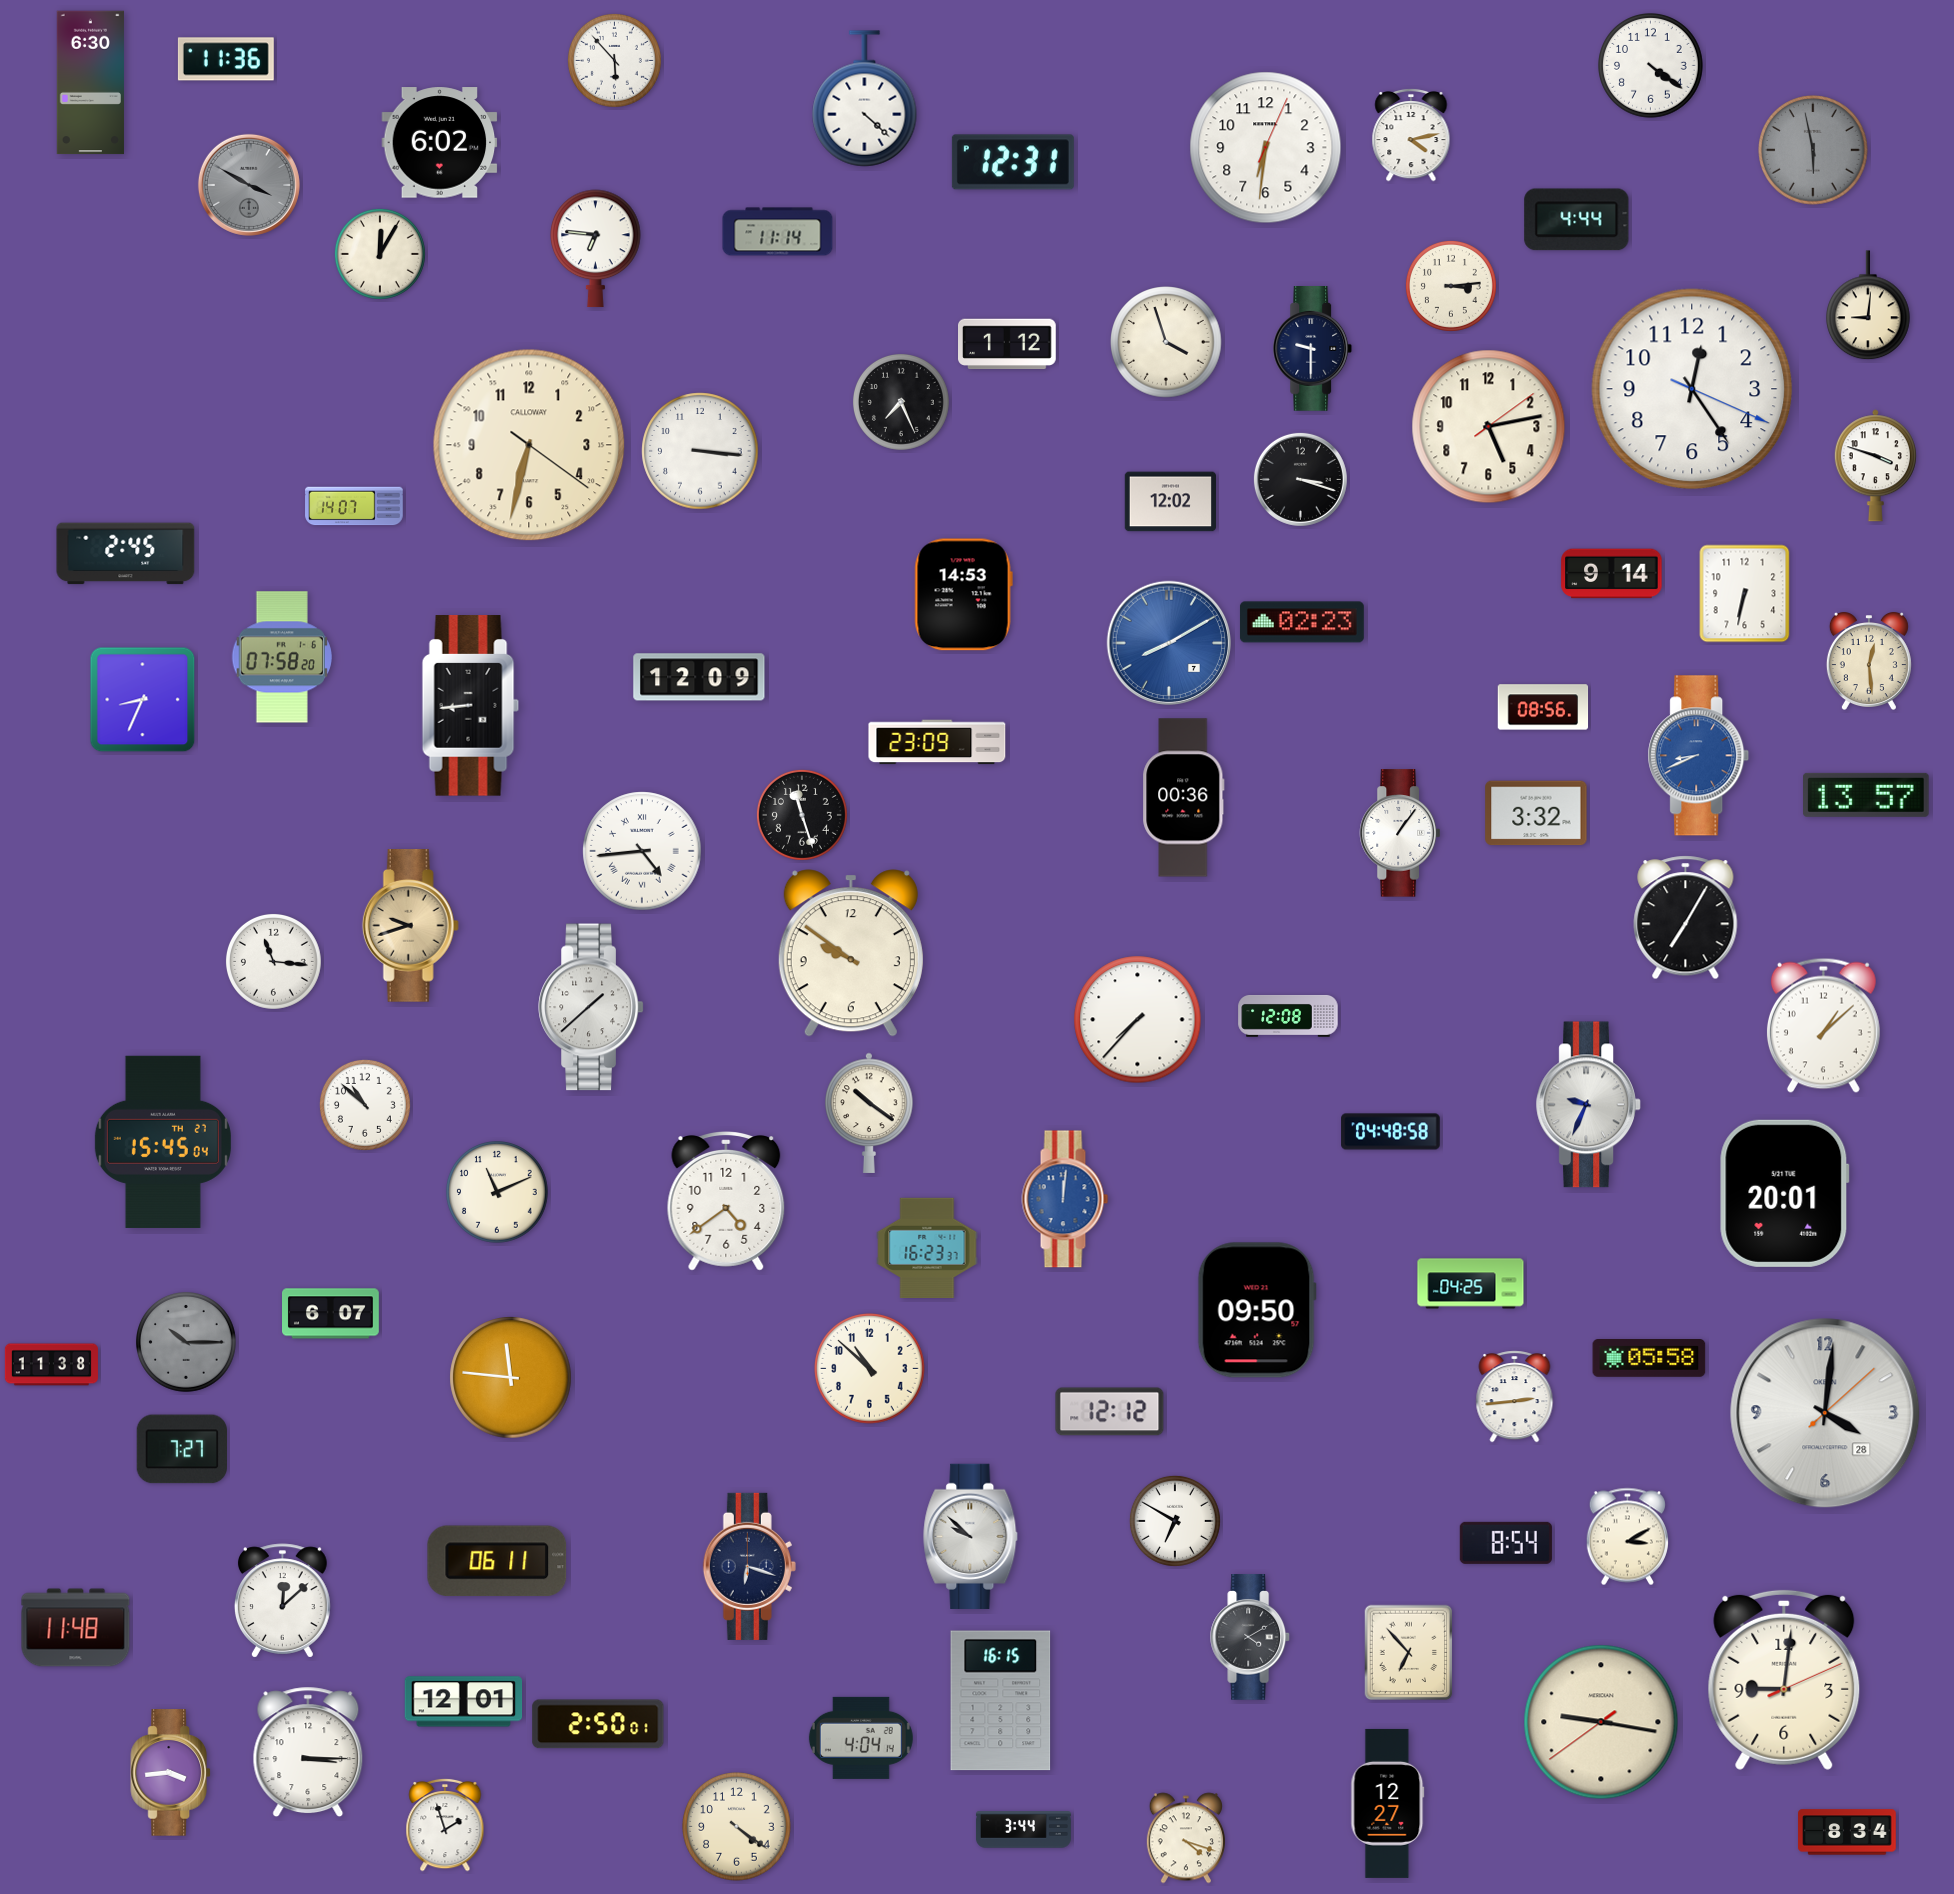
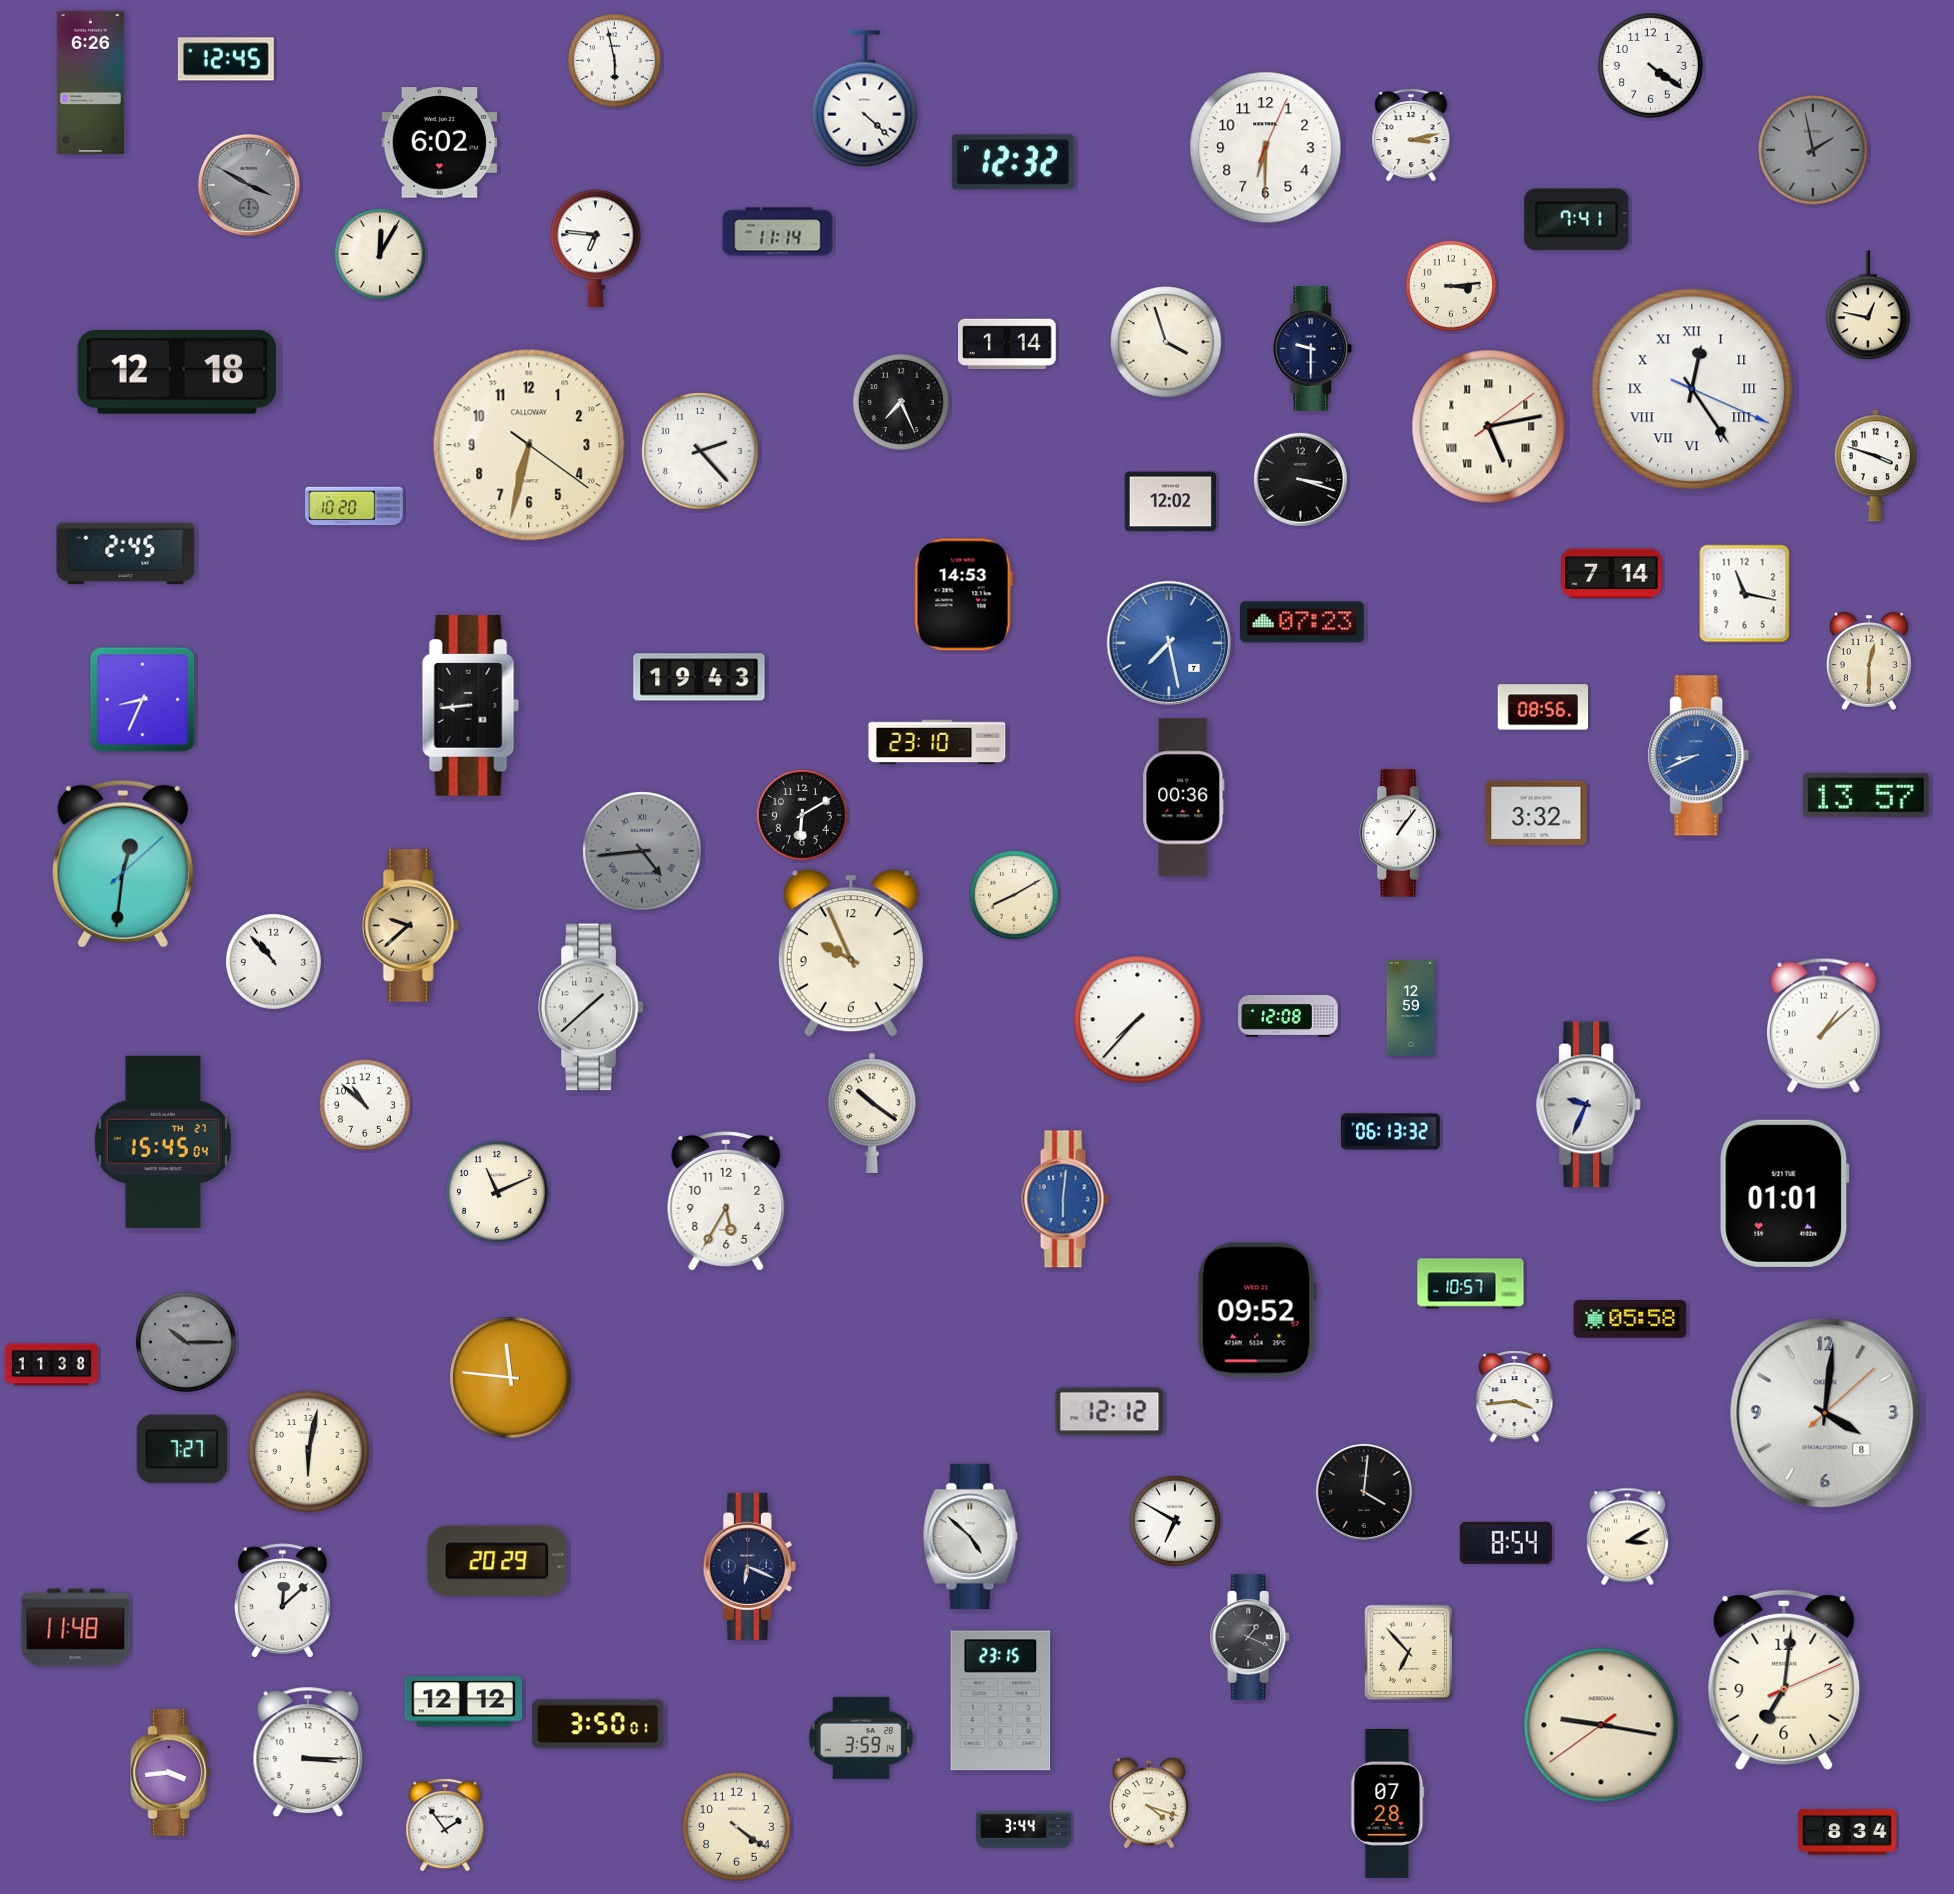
clock at (226, 59): 11:36 -> 12:45
clock at (614, 60): 5:53 -> 5:58
clock at (90, 83): 6:30 -> 6:26
clock at (1411, 135): 4:13 -> 3:13
clock at (1266, 148): 6:31 -> 6:30
clock at (1813, 150): 5:58 -> 1:58
clock at (1013, 162): 12:31 -> 12:32
clock at (1577, 220): 4:44 -> 7:41
clock at (1869, 306): 9:01 -> 12:47
clock at (1008, 344): 1:12 -> 1:14
clock at (177, 372): none -> 12:18
clock at (1692, 389) numerals: Arabic -> Roman
clock at (1489, 427) numerals: Arabic -> Roman
clock at (700, 451): 3:16 -> 2:23
clock at (354, 506): 14:07 -> 10:20
clock at (1612, 574): 9:14 -> 7:14
clock at (1745, 594): 6:32 -> 11:17
clock at (1302, 622): 02:23 -> 07:23
clock at (1168, 642): 8:10 -> 7:28
clock at (282, 657): 07:58 -> none
clock at (1869, 661): 12:29 -> 12:30
clock at (699, 677): 12:09 -> 19:43
clock at (937, 742): 23:09 -> 23:10
clock at (802, 815): 11:27 -> 6:10
clock at (642, 851) dial: white -> grey
clock at (123, 864): none -> 12:31
clock at (1014, 895): none -> 8:10
clock at (1686, 918): 7:05 -> none
clock at (410, 926): 9:42 -> 9:38
clock at (851, 953): 9:51 -> 9:56
clock at (273, 961): 11:16 -> 10:53
clock at (1411, 1008): none -> 12:59
clock at (869, 1113) position: (869, 1113) -> (872, 1113)
clock at (1391, 1132): 04:48 -> 06:13
clock at (1785, 1193): 20:01 -> 01:01
clock at (1065, 1199): 12:01 -> 6:01
clock at (726, 1202): 4:39 -> 5:35
clock at (927, 1248): 16:23 -> none
clock at (1471, 1284): 04:25 -> 10:57
clock at (1257, 1310): 09:50 -> 09:52
clock at (331, 1314): 6:07 -> none
clock at (1649, 1359) position: (1649, 1359) -> (1630, 1320)
clock at (870, 1369): 10:52 -> none
clock at (1515, 1397): 2:44 -> 3:44
clock at (1825, 1413) date: 28 -> 8
clock at (309, 1452): none -> 6:02
clock at (1364, 1492): none -> 4:01
clock at (971, 1536): 9:52 -> 4:52
clock at (497, 1561): 06:11 -> 20:29
clock at (749, 1566): 6:18 -> 6:19
clock at (1251, 1637): 4:10 -> 1:19
clock at (1784, 1680): 9:01 -> 7:01
clock at (1001, 1701): 16:15 -> 23:15
clock at (464, 1702): 12:01 -> 12:12
clock at (1601, 1722) position: (1601, 1722) -> (1601, 1725)
clock at (598, 1724): 2:50 -> 3:50
clock at (861, 1738): 4:04 -> 3:59
clock at (1388, 1803): 12:27 -> 07:28
clock at (445, 1825): 1:57 -> 1:54
clock at (1186, 1838) position: (1186, 1838) -> (1149, 1803)
